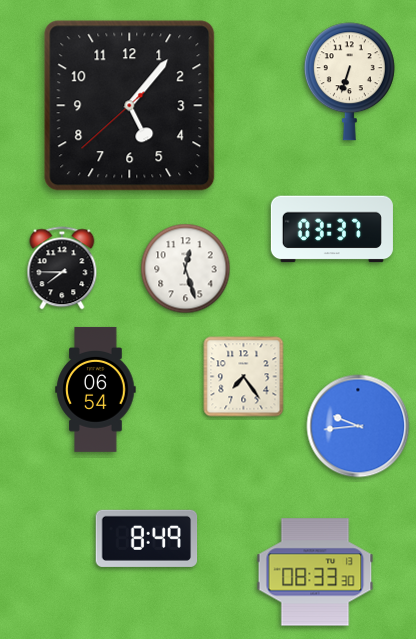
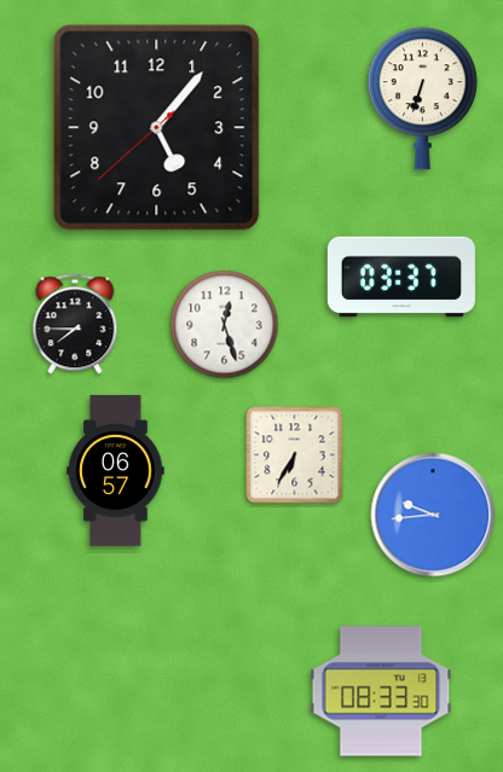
clock at (244, 377): 7:24 -> 6:35
clock at (96, 389): 06:54 -> 06:57
clock at (147, 538): 8:49 -> none
